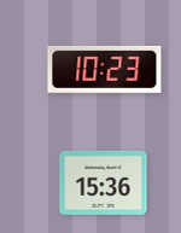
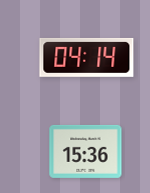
clock at (105, 69): 10:23 -> 04:14
